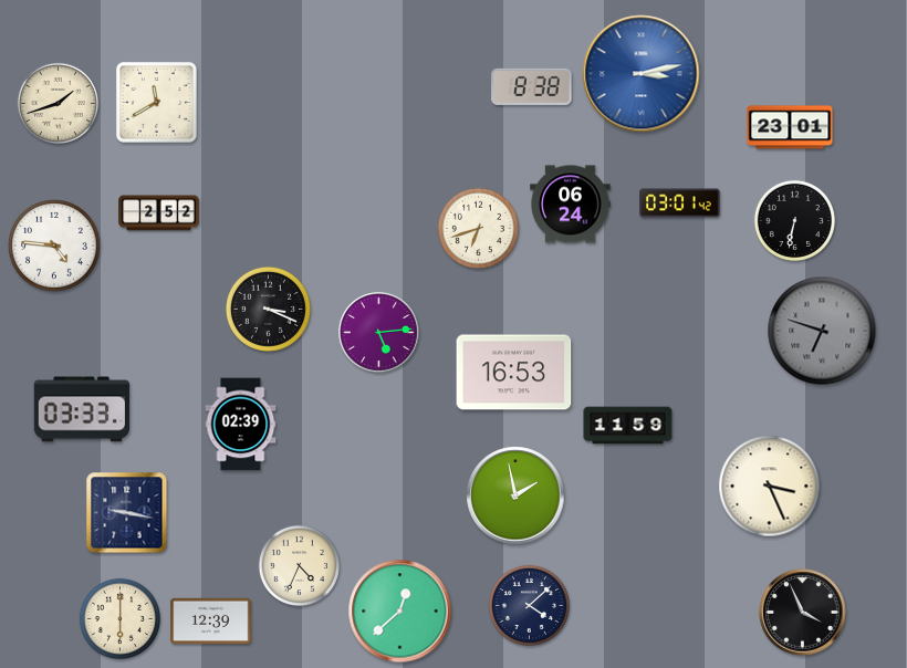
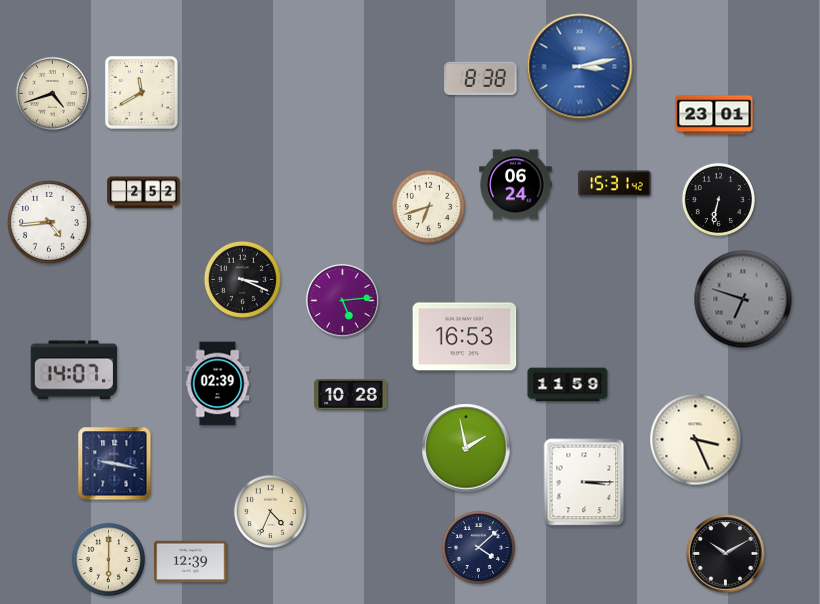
clock at (58, 103): 1:42 -> 4:42
clock at (680, 203): 03:01 -> 15:31
clock at (478, 228) position: (478, 228) -> (428, 206)
clock at (54, 246): 4:46 -> 4:44
clock at (81, 409): 03:33 -> 14:07
clock at (351, 394): none -> 10:28
clock at (584, 482): none -> 3:15
clock at (400, 612): 12:38 -> none
clock at (803, 613): 3:56 -> 10:10
